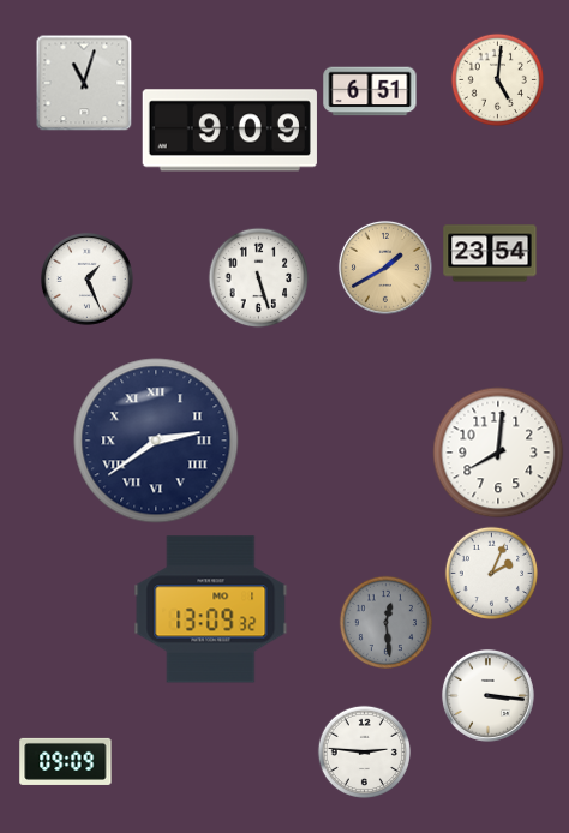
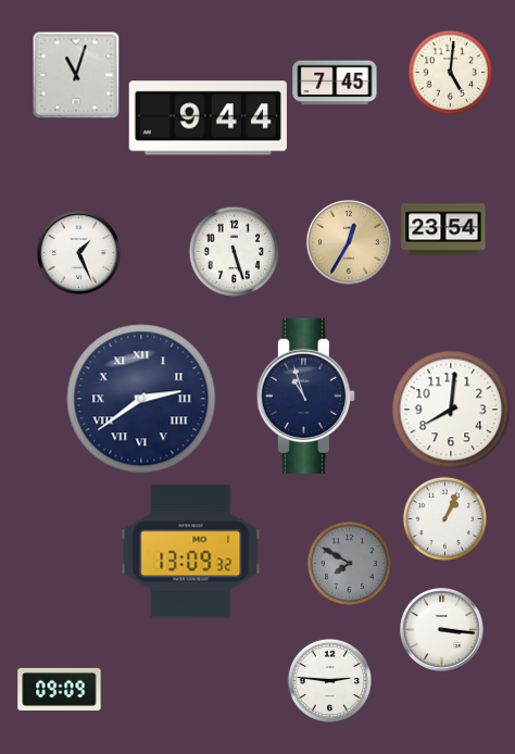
clock at (370, 91): 6:51 -> 7:45
clock at (229, 131): 9:09 -> 9:44
clock at (385, 268): 1:40 -> 12:35
clock at (305, 397): none -> 10:57
clock at (491, 573): 2:04 -> 1:04
clock at (385, 622): 12:29 -> 7:50
